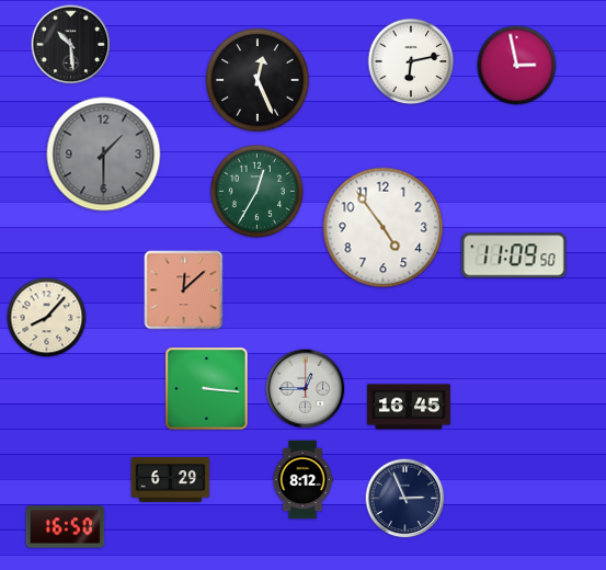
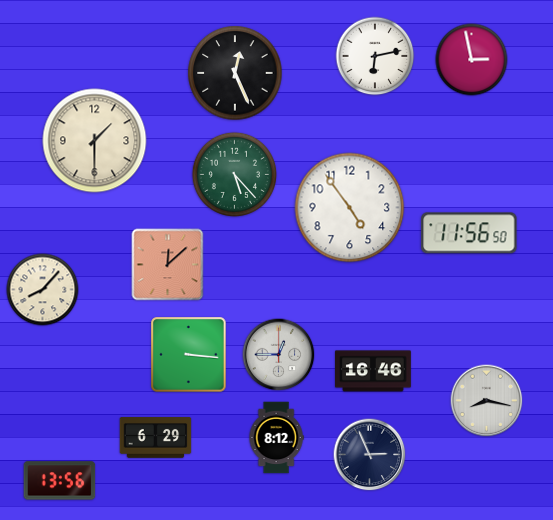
clock at (71, 45): 10:29 -> none
clock at (104, 155) dial: grey -> cream
clock at (256, 191): 12:35 -> 5:23
clock at (514, 255): 11:09 -> 11:56
clock at (410, 407): 16:45 -> 16:46
clock at (487, 401): none -> 8:17
clock at (66, 527): 16:50 -> 13:56
